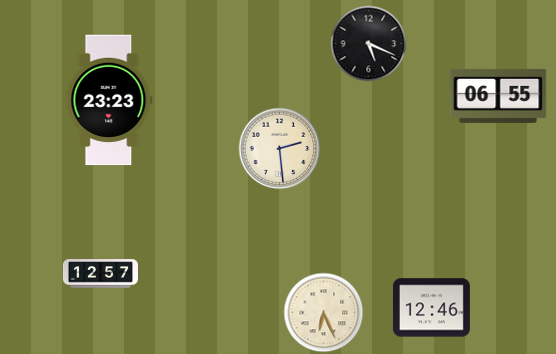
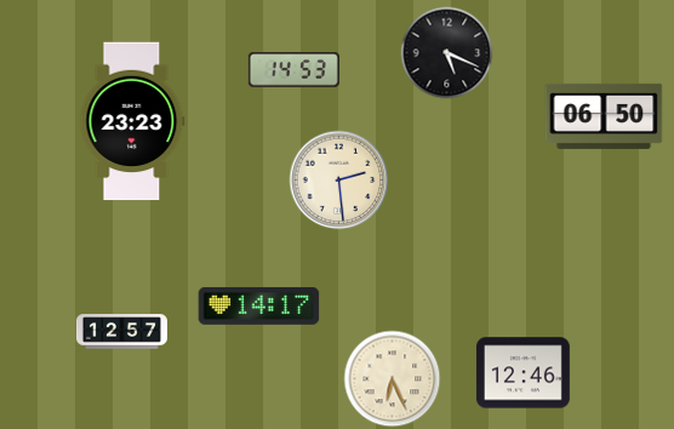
clock at (293, 70): none -> 14:53
clock at (498, 96): 06:55 -> 06:50
clock at (259, 305): none -> 14:17
